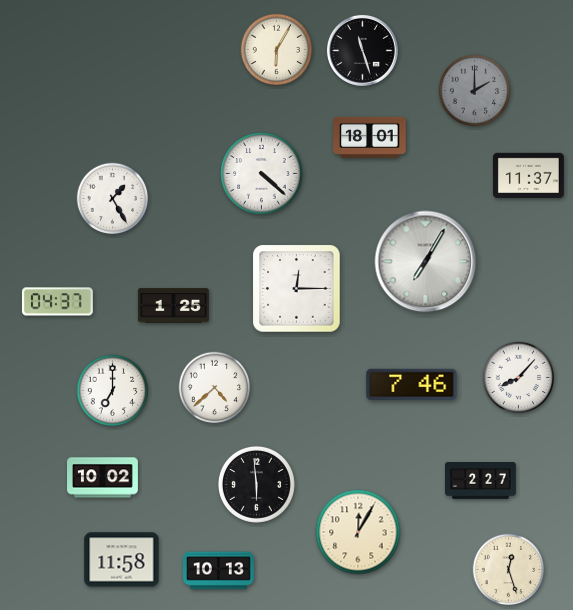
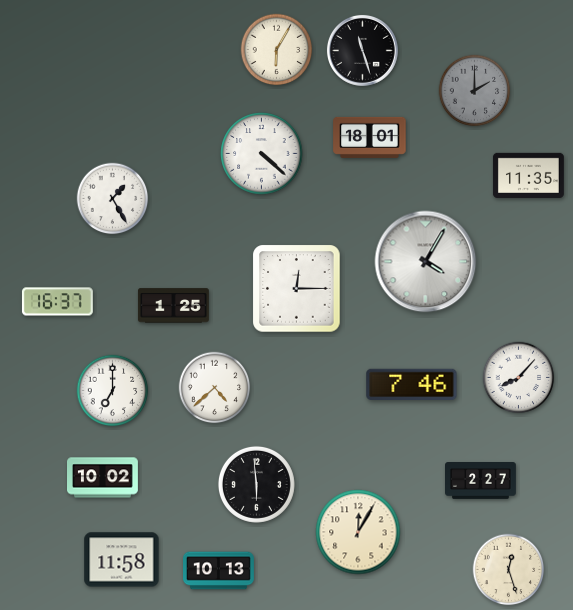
clock at (262, 174) position: (262, 174) -> (262, 154)
clock at (528, 175): 11:37 -> 11:35
clock at (426, 262): 7:05 -> 4:05
clock at (57, 302): 04:37 -> 16:37
